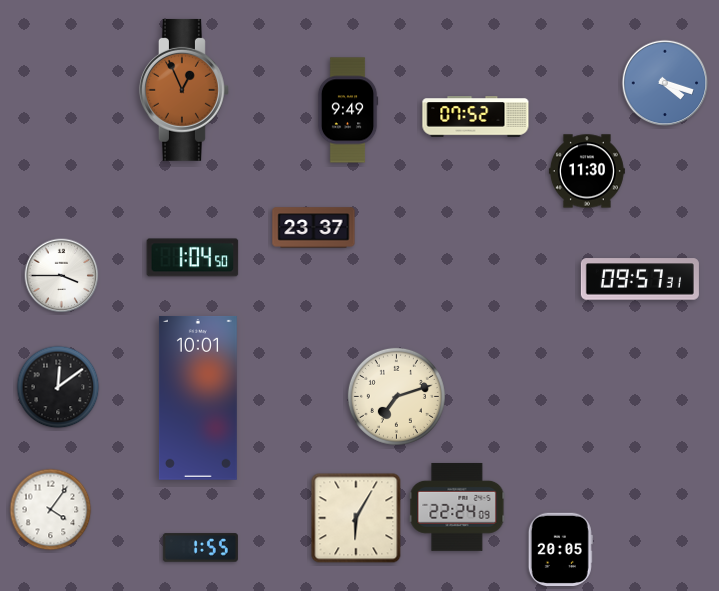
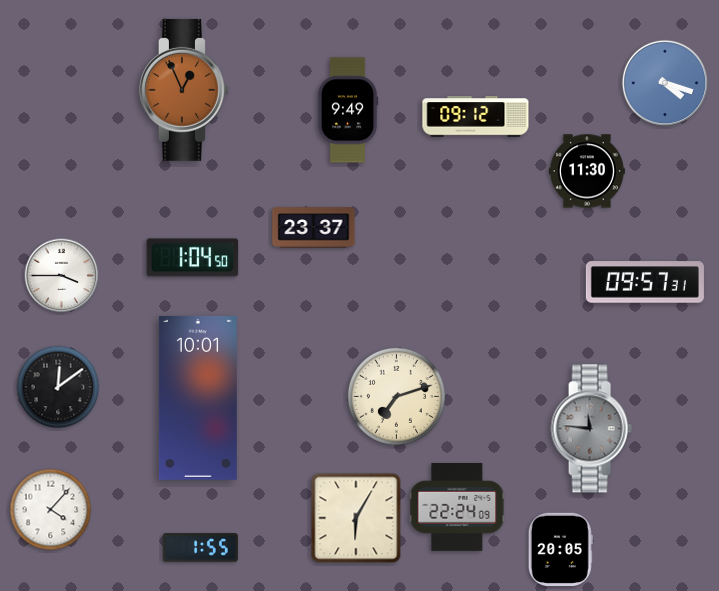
clock at (476, 117): 07:52 -> 09:12
clock at (640, 279) position: (640, 279) -> (645, 282)
clock at (591, 429): none -> 11:46
clock at (51, 510): 4:06 -> 4:07
